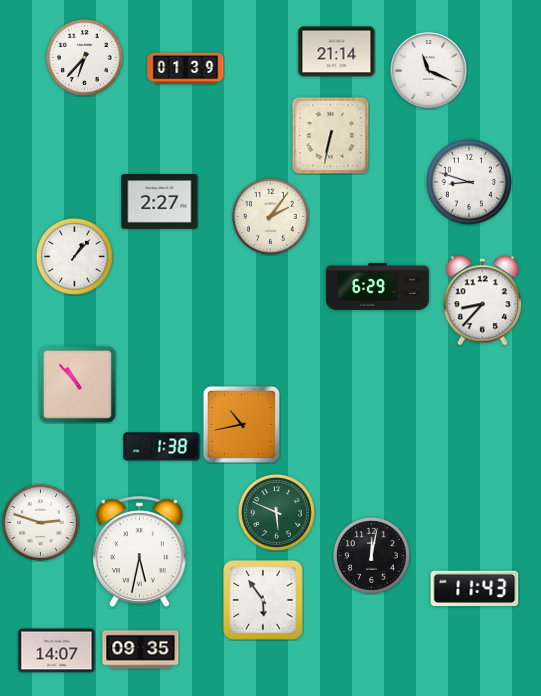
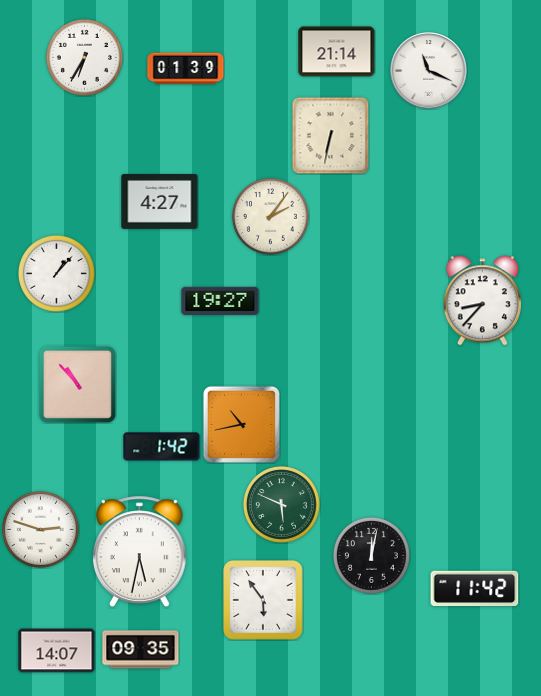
clock at (84, 57): 6:37 -> 6:35
clock at (469, 182): 8:48 -> none
clock at (160, 202): 2:27 -> 4:27
clock at (74, 256) position: (74, 256) -> (56, 273)
clock at (378, 286): 6:29 -> none
clock at (220, 300): none -> 19:27
clock at (162, 447): 1:38 -> 1:42
clock at (276, 512) position: (276, 512) -> (281, 504)
clock at (40, 522) position: (40, 522) -> (40, 529)
clock at (475, 589): 11:43 -> 11:42
